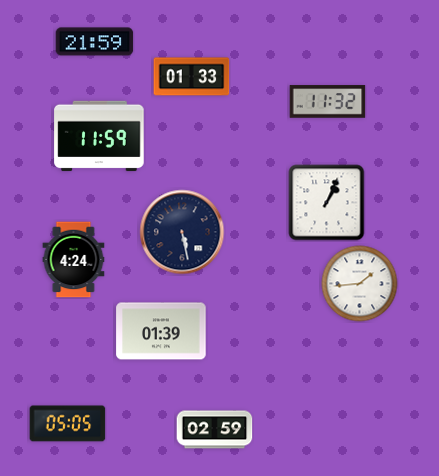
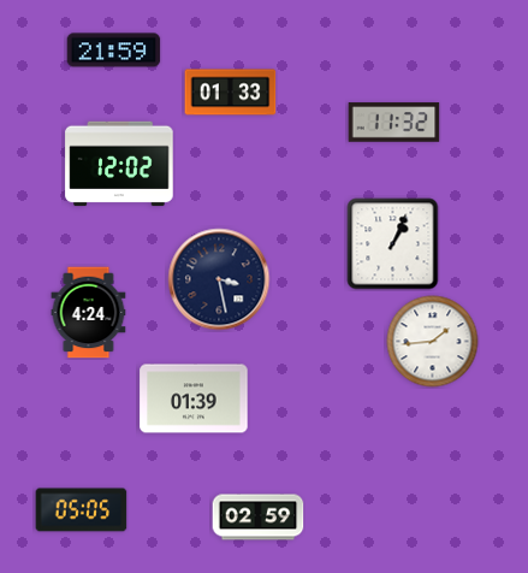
clock at (99, 136): 11:59 -> 12:02
clock at (182, 232): 5:28 -> 3:28
